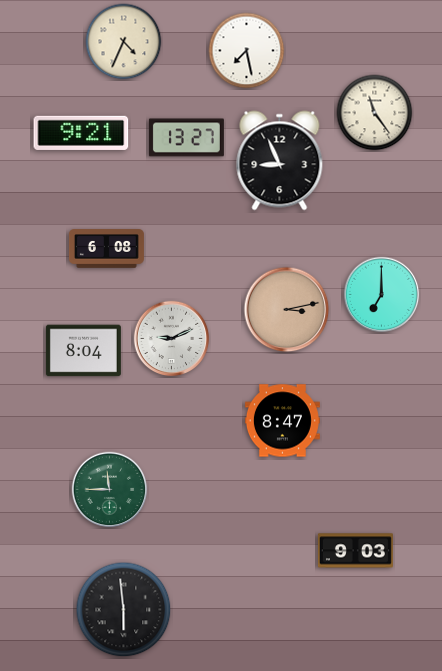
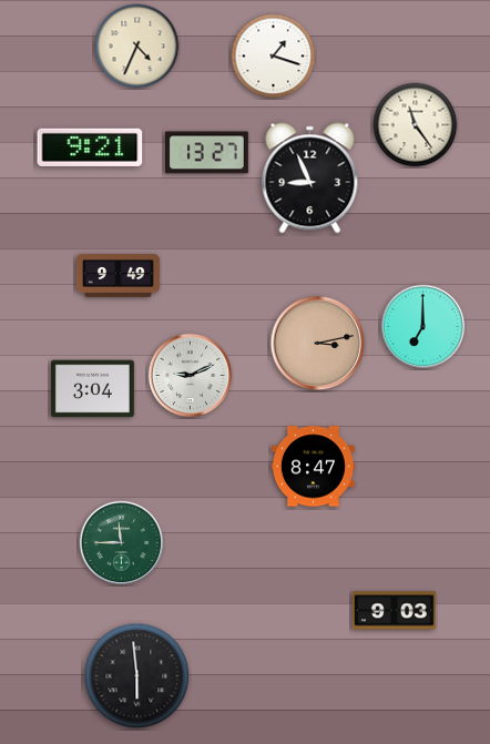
clock at (247, 51): 7:28 -> 1:18
clock at (106, 249): 6:08 -> 9:49
clock at (83, 351): 8:04 -> 3:04
